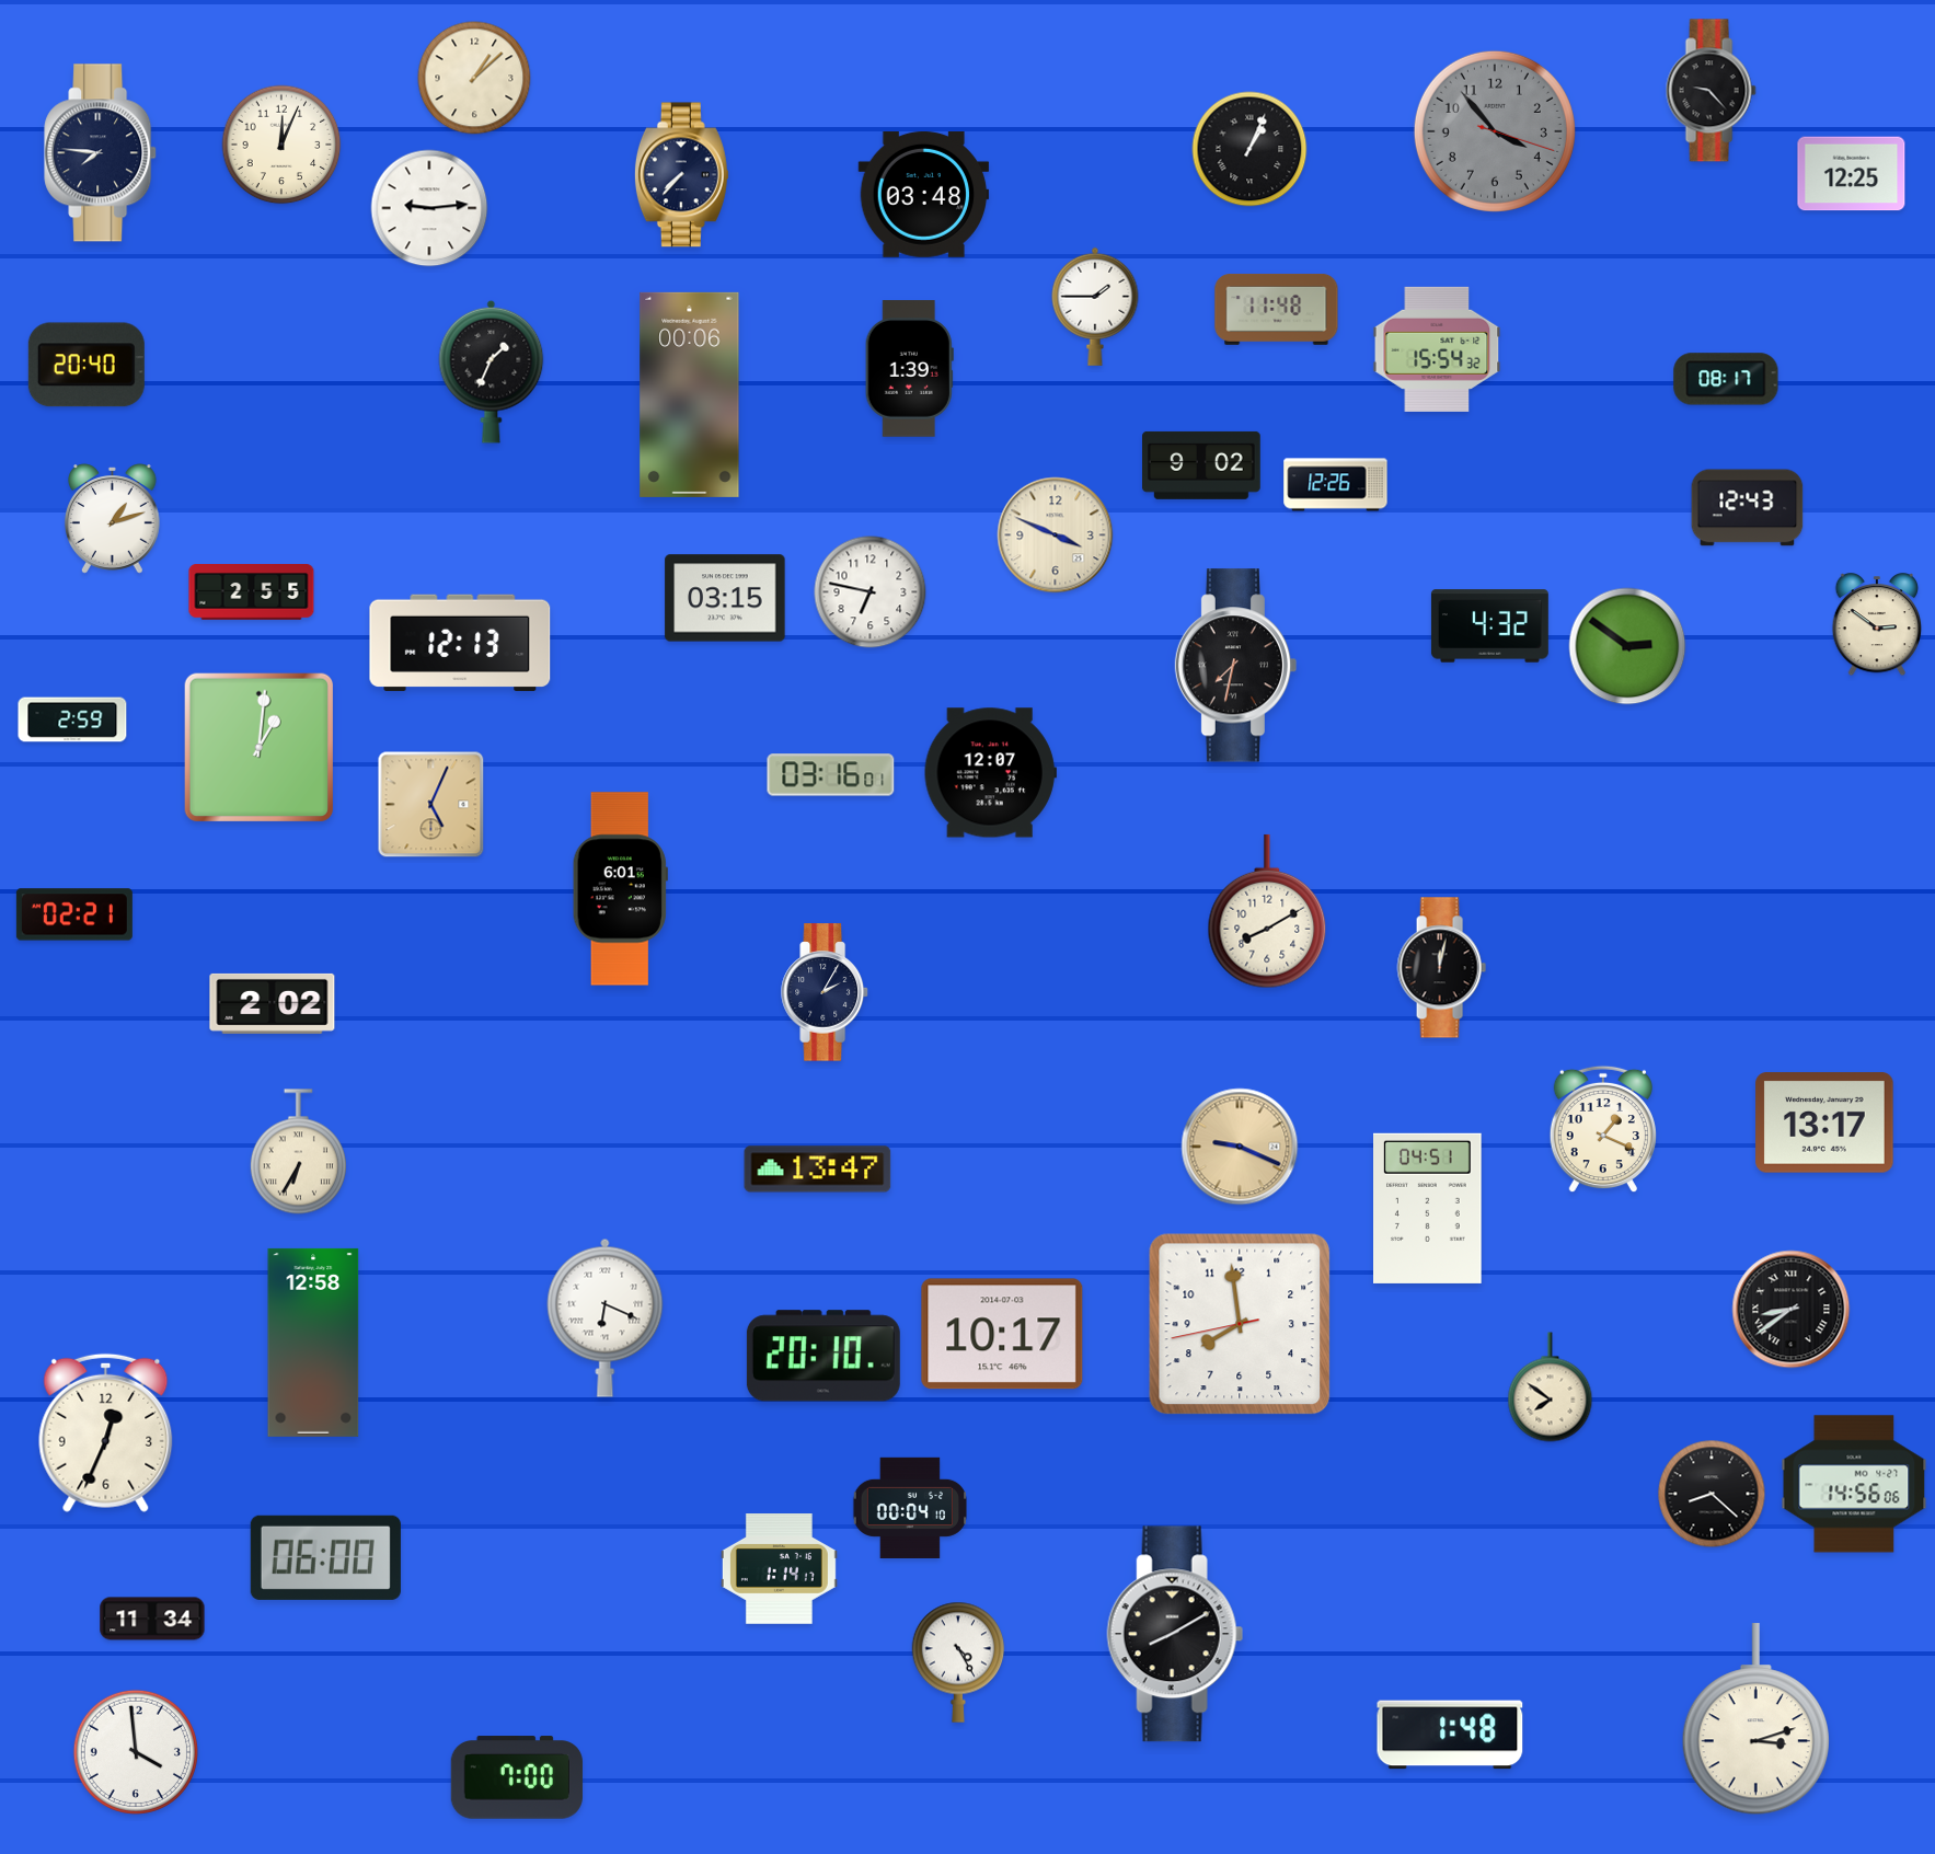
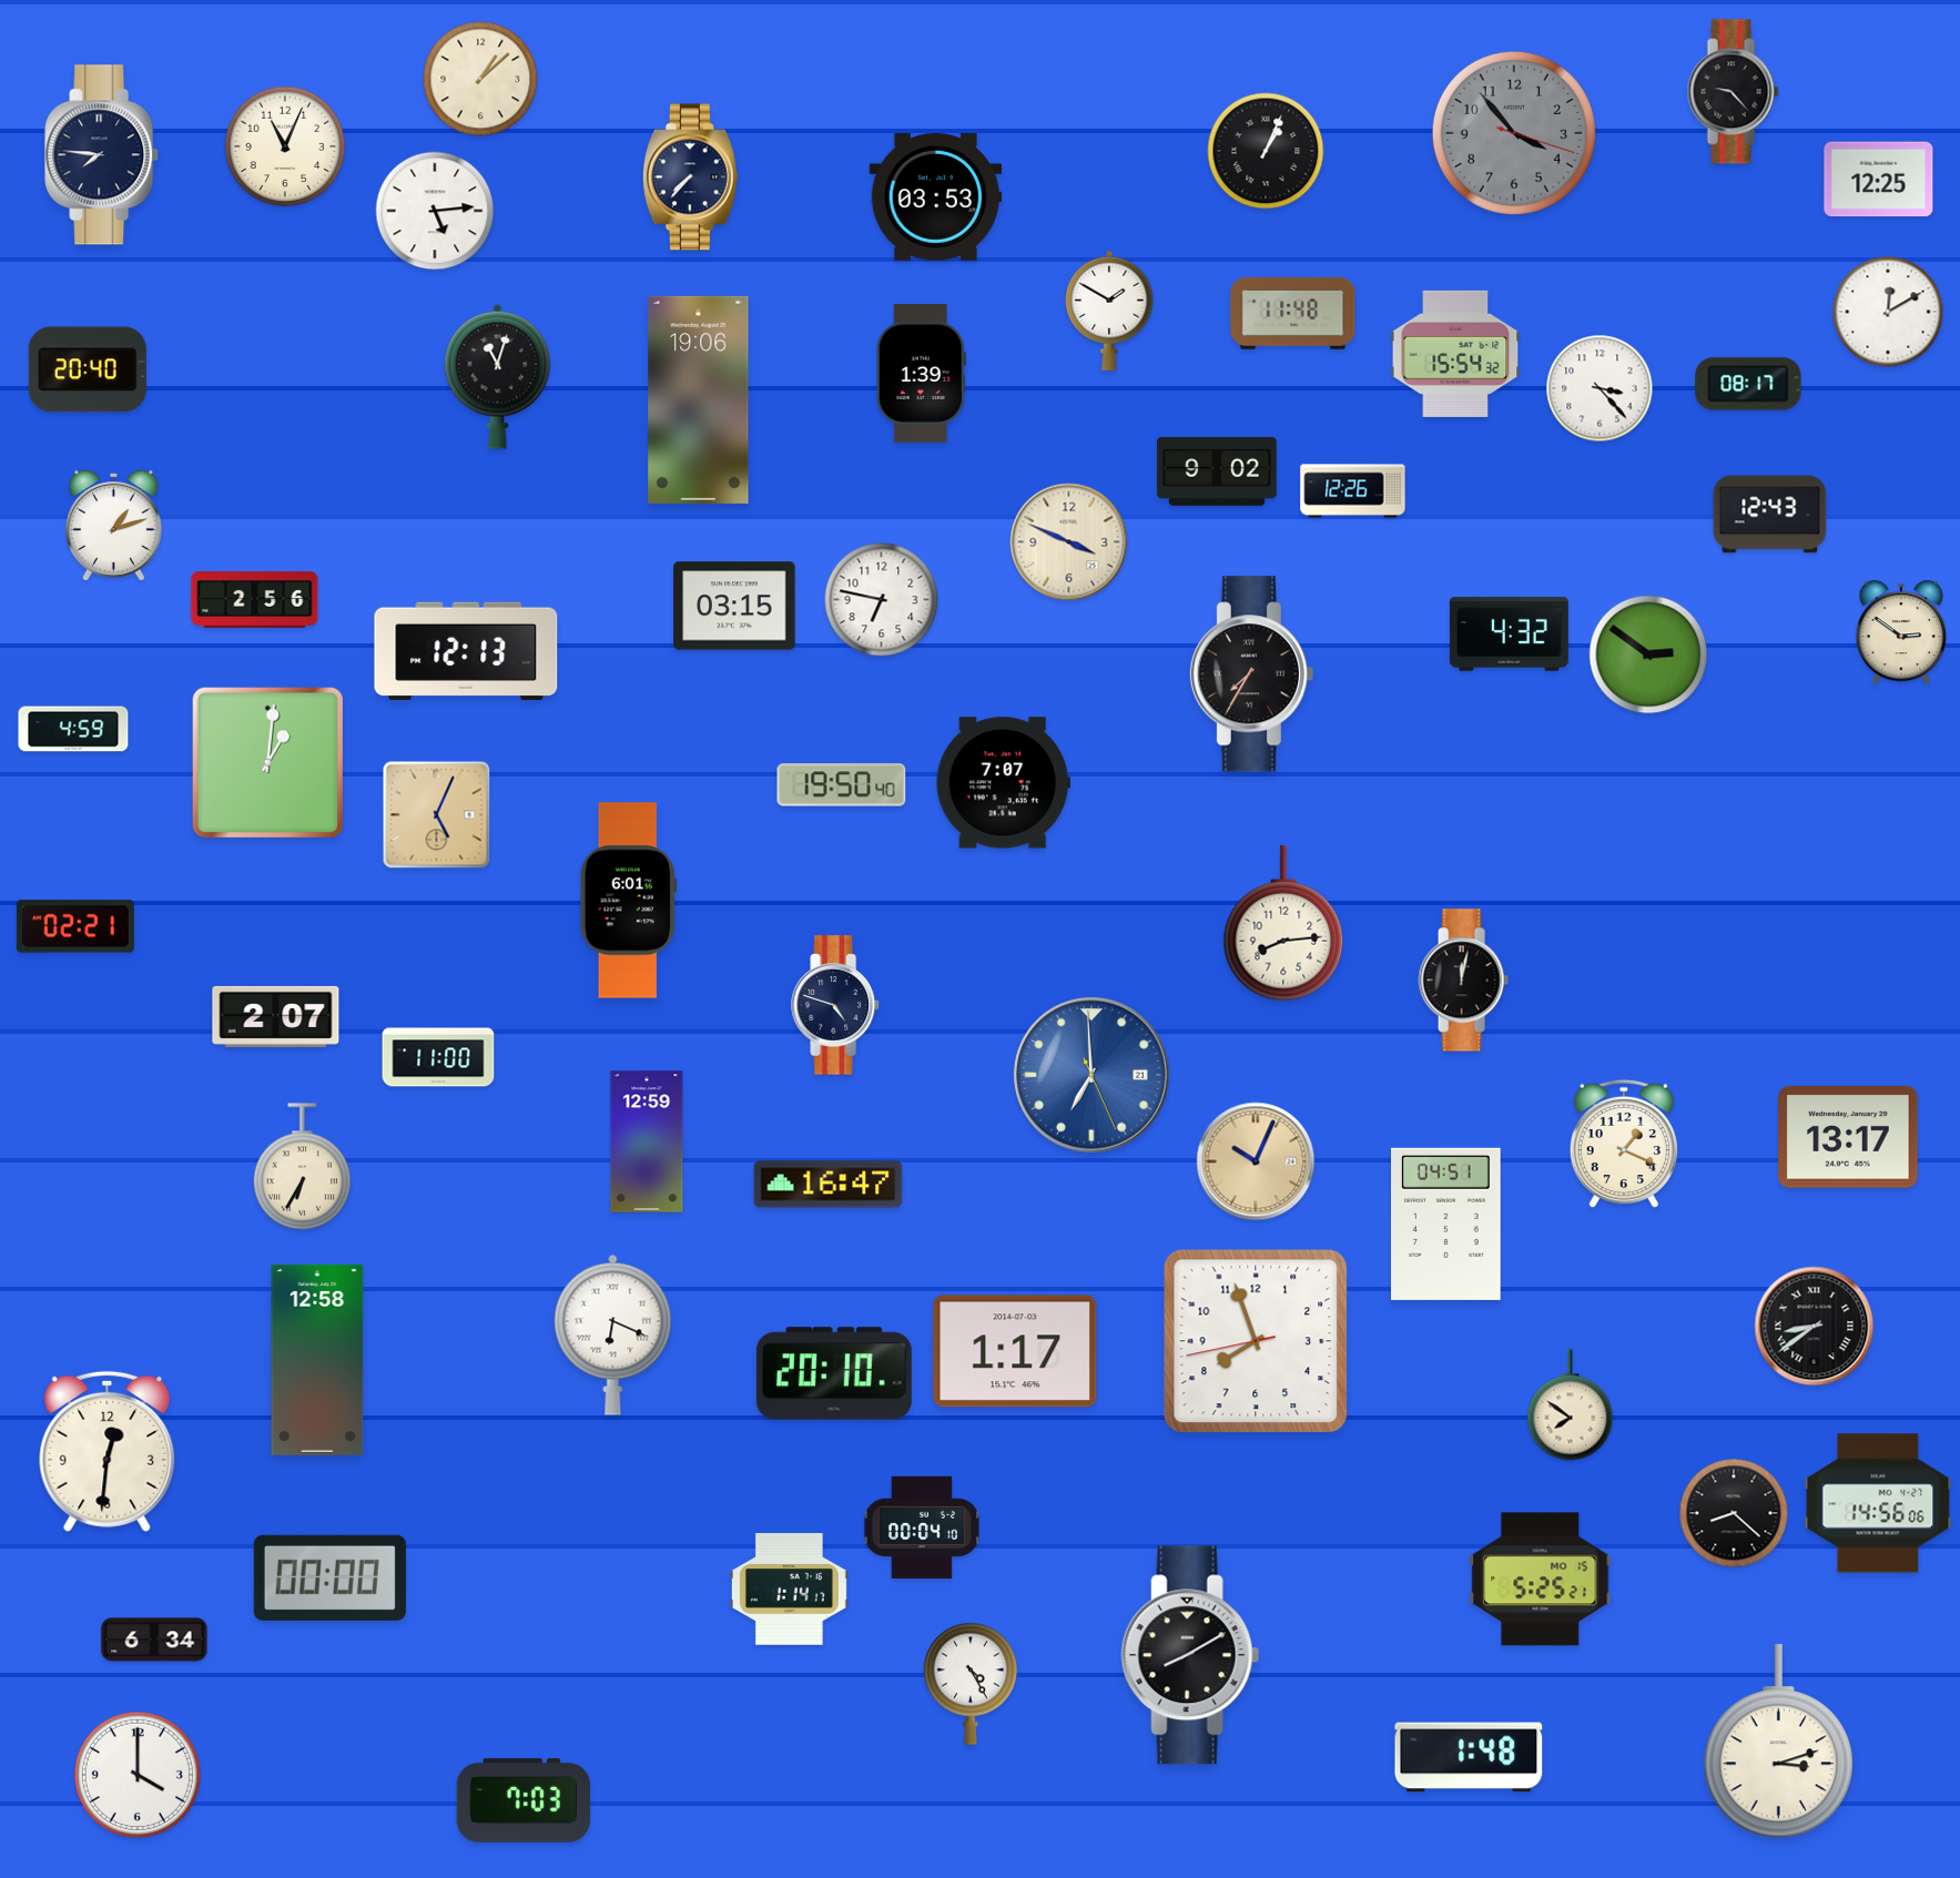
clock at (281, 145): 12:04 -> 11:04
clock at (1852, 174) position: (1852, 174) -> (1879, 180)
clock at (924, 194): 03:48 -> 03:53
clock at (429, 208): 9:14 -> 5:14
clock at (1095, 307): 1:45 -> 1:50
clock at (1888, 312): none -> 12:10
clock at (492, 371): 1:34 -> 11:03
clock at (1600, 388): none -> 3:23
clock at (690, 394): 00:06 -> 19:06
clock at (252, 592): 2:55 -> 2:56
clock at (1236, 666): 7:32 -> 7:35
clock at (72, 719): 2:59 -> 4:59
clock at (258, 747) position: (258, 747) -> (267, 762)
clock at (990, 773): 12:07 -> 7:07
clock at (831, 775): 03:16 -> 19:50
clock at (1267, 911): 8:10 -> 8:14
clock at (1441, 968) position: (1441, 968) -> (1463, 981)
clock at (825, 992): 2:05 -> 4:48
clock at (273, 1003): 2:02 -> 2:07
clock at (438, 1057): none -> 11:00
clock at (1093, 1076): none -> 6:59
clock at (647, 1141): none -> 12:59
clock at (1240, 1147): 9:19 -> 10:04
clock at (818, 1170): 13:47 -> 16:47
clock at (1240, 1324): 7:58 -> 7:56
clock at (1002, 1334): 10:17 -> 1:17
clock at (106, 1432): 12:34 -> 12:31
clock at (325, 1557): 06:00 -> 00:00
clock at (1541, 1580): none -> 5:25
clock at (152, 1619): 11:34 -> 6:34
clock at (136, 1752): 3:59 -> 4:00
clock at (517, 1777): 7:00 -> 7:03
